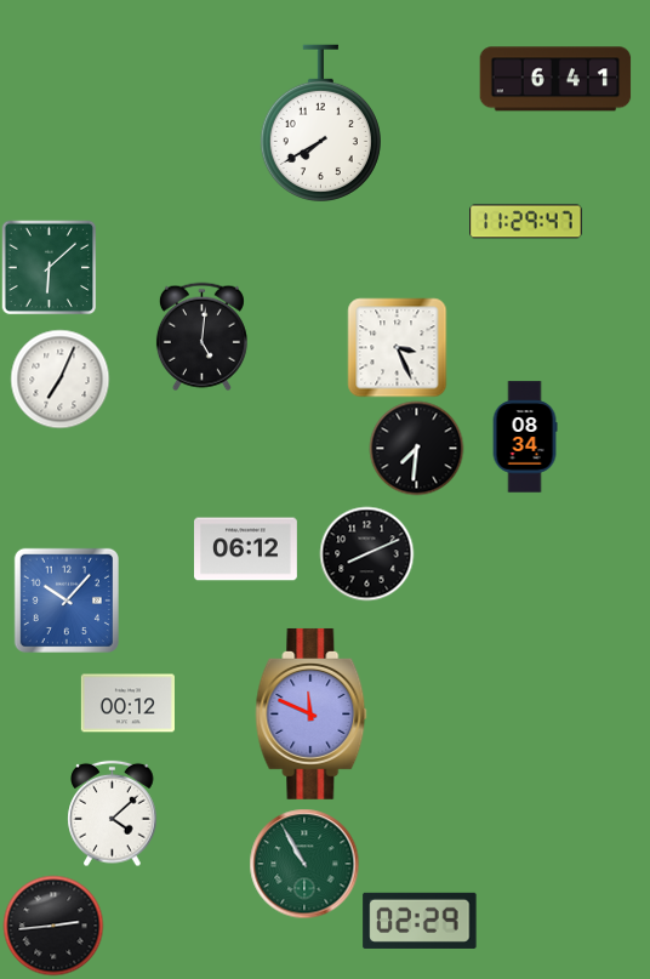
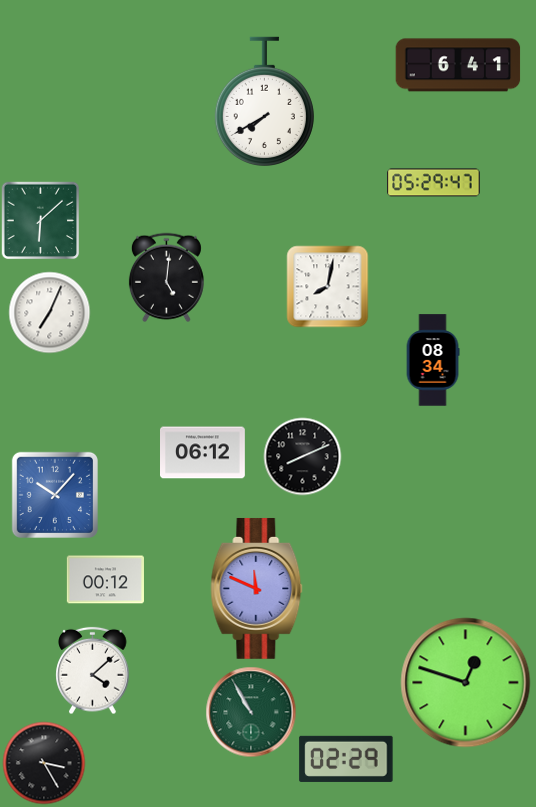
clock at (526, 222): 11:29 -> 05:29
clock at (397, 347): 3:26 -> 8:02
clock at (416, 448): 7:31 -> none
clock at (466, 683): none -> 12:48
clock at (53, 926): 2:44 -> 3:25
